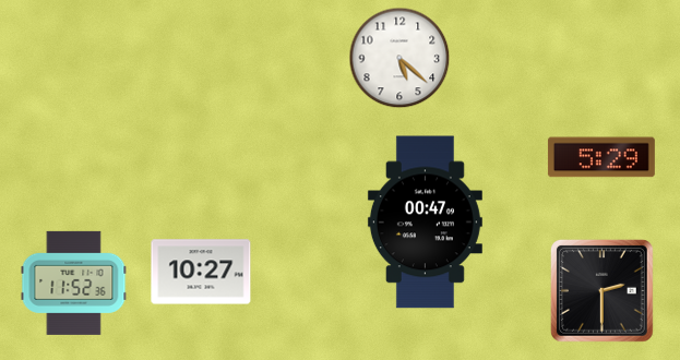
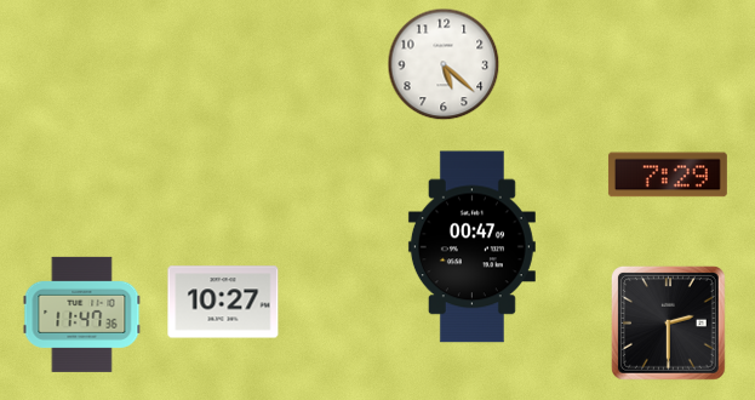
clock at (601, 157): 5:29 -> 7:29
clock at (74, 283): 11:52 -> 11:47
